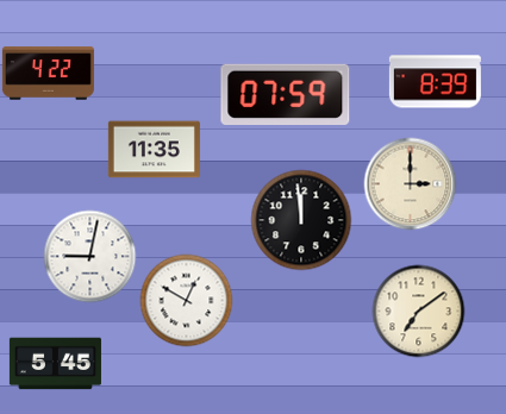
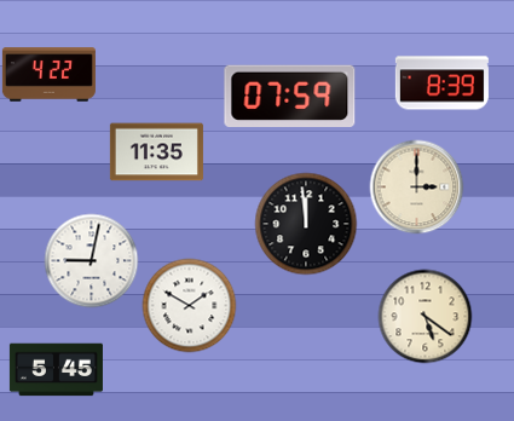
clock at (186, 300): 12:50 -> 1:50
clock at (418, 310): 7:09 -> 5:21
